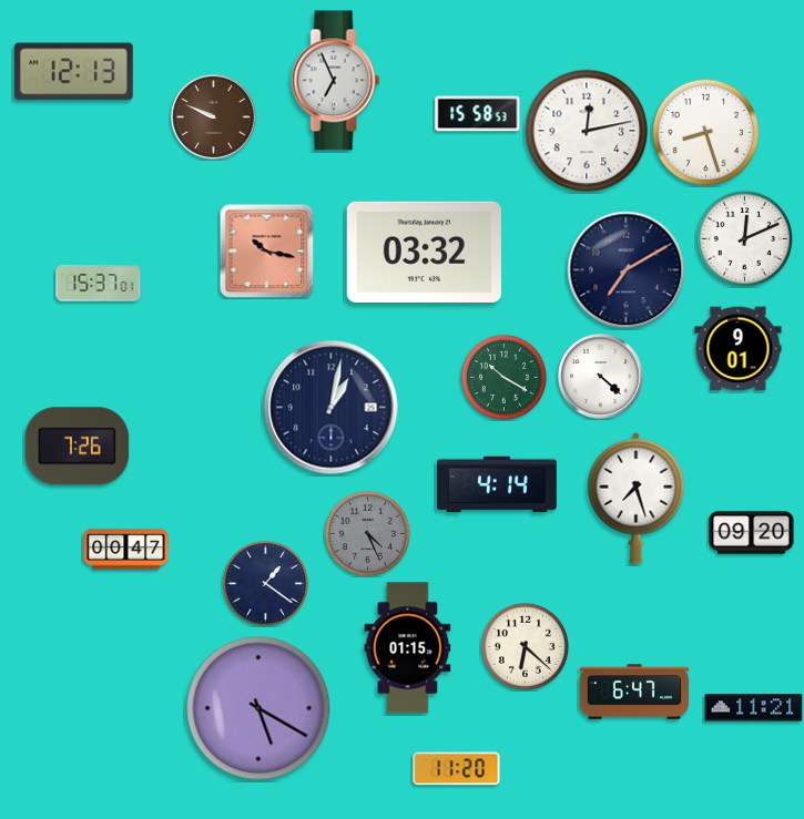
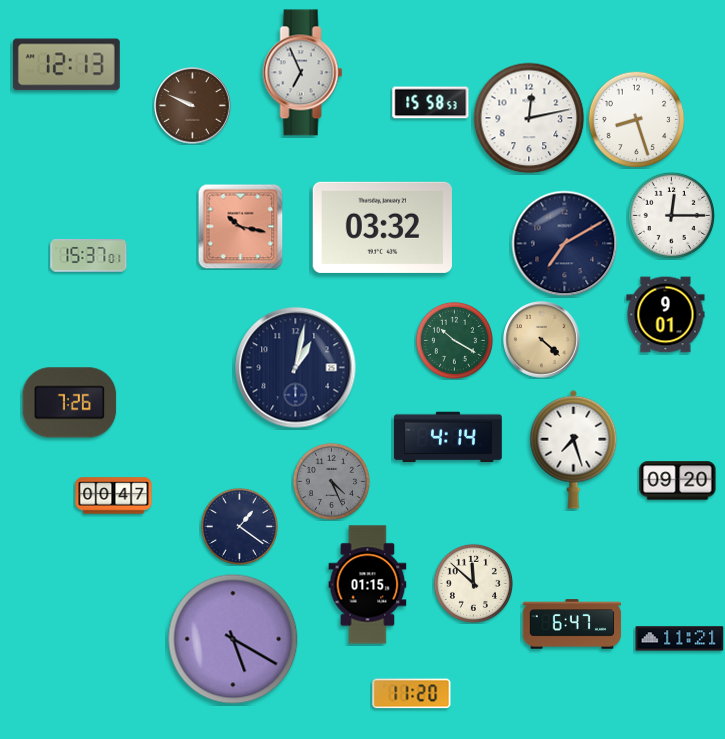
clock at (744, 238): 12:11 -> 12:15
clock at (601, 377) dial: white -> champagne
clock at (332, 408) position: (332, 408) -> (296, 368)
clock at (525, 646): 6:22 -> 11:52
